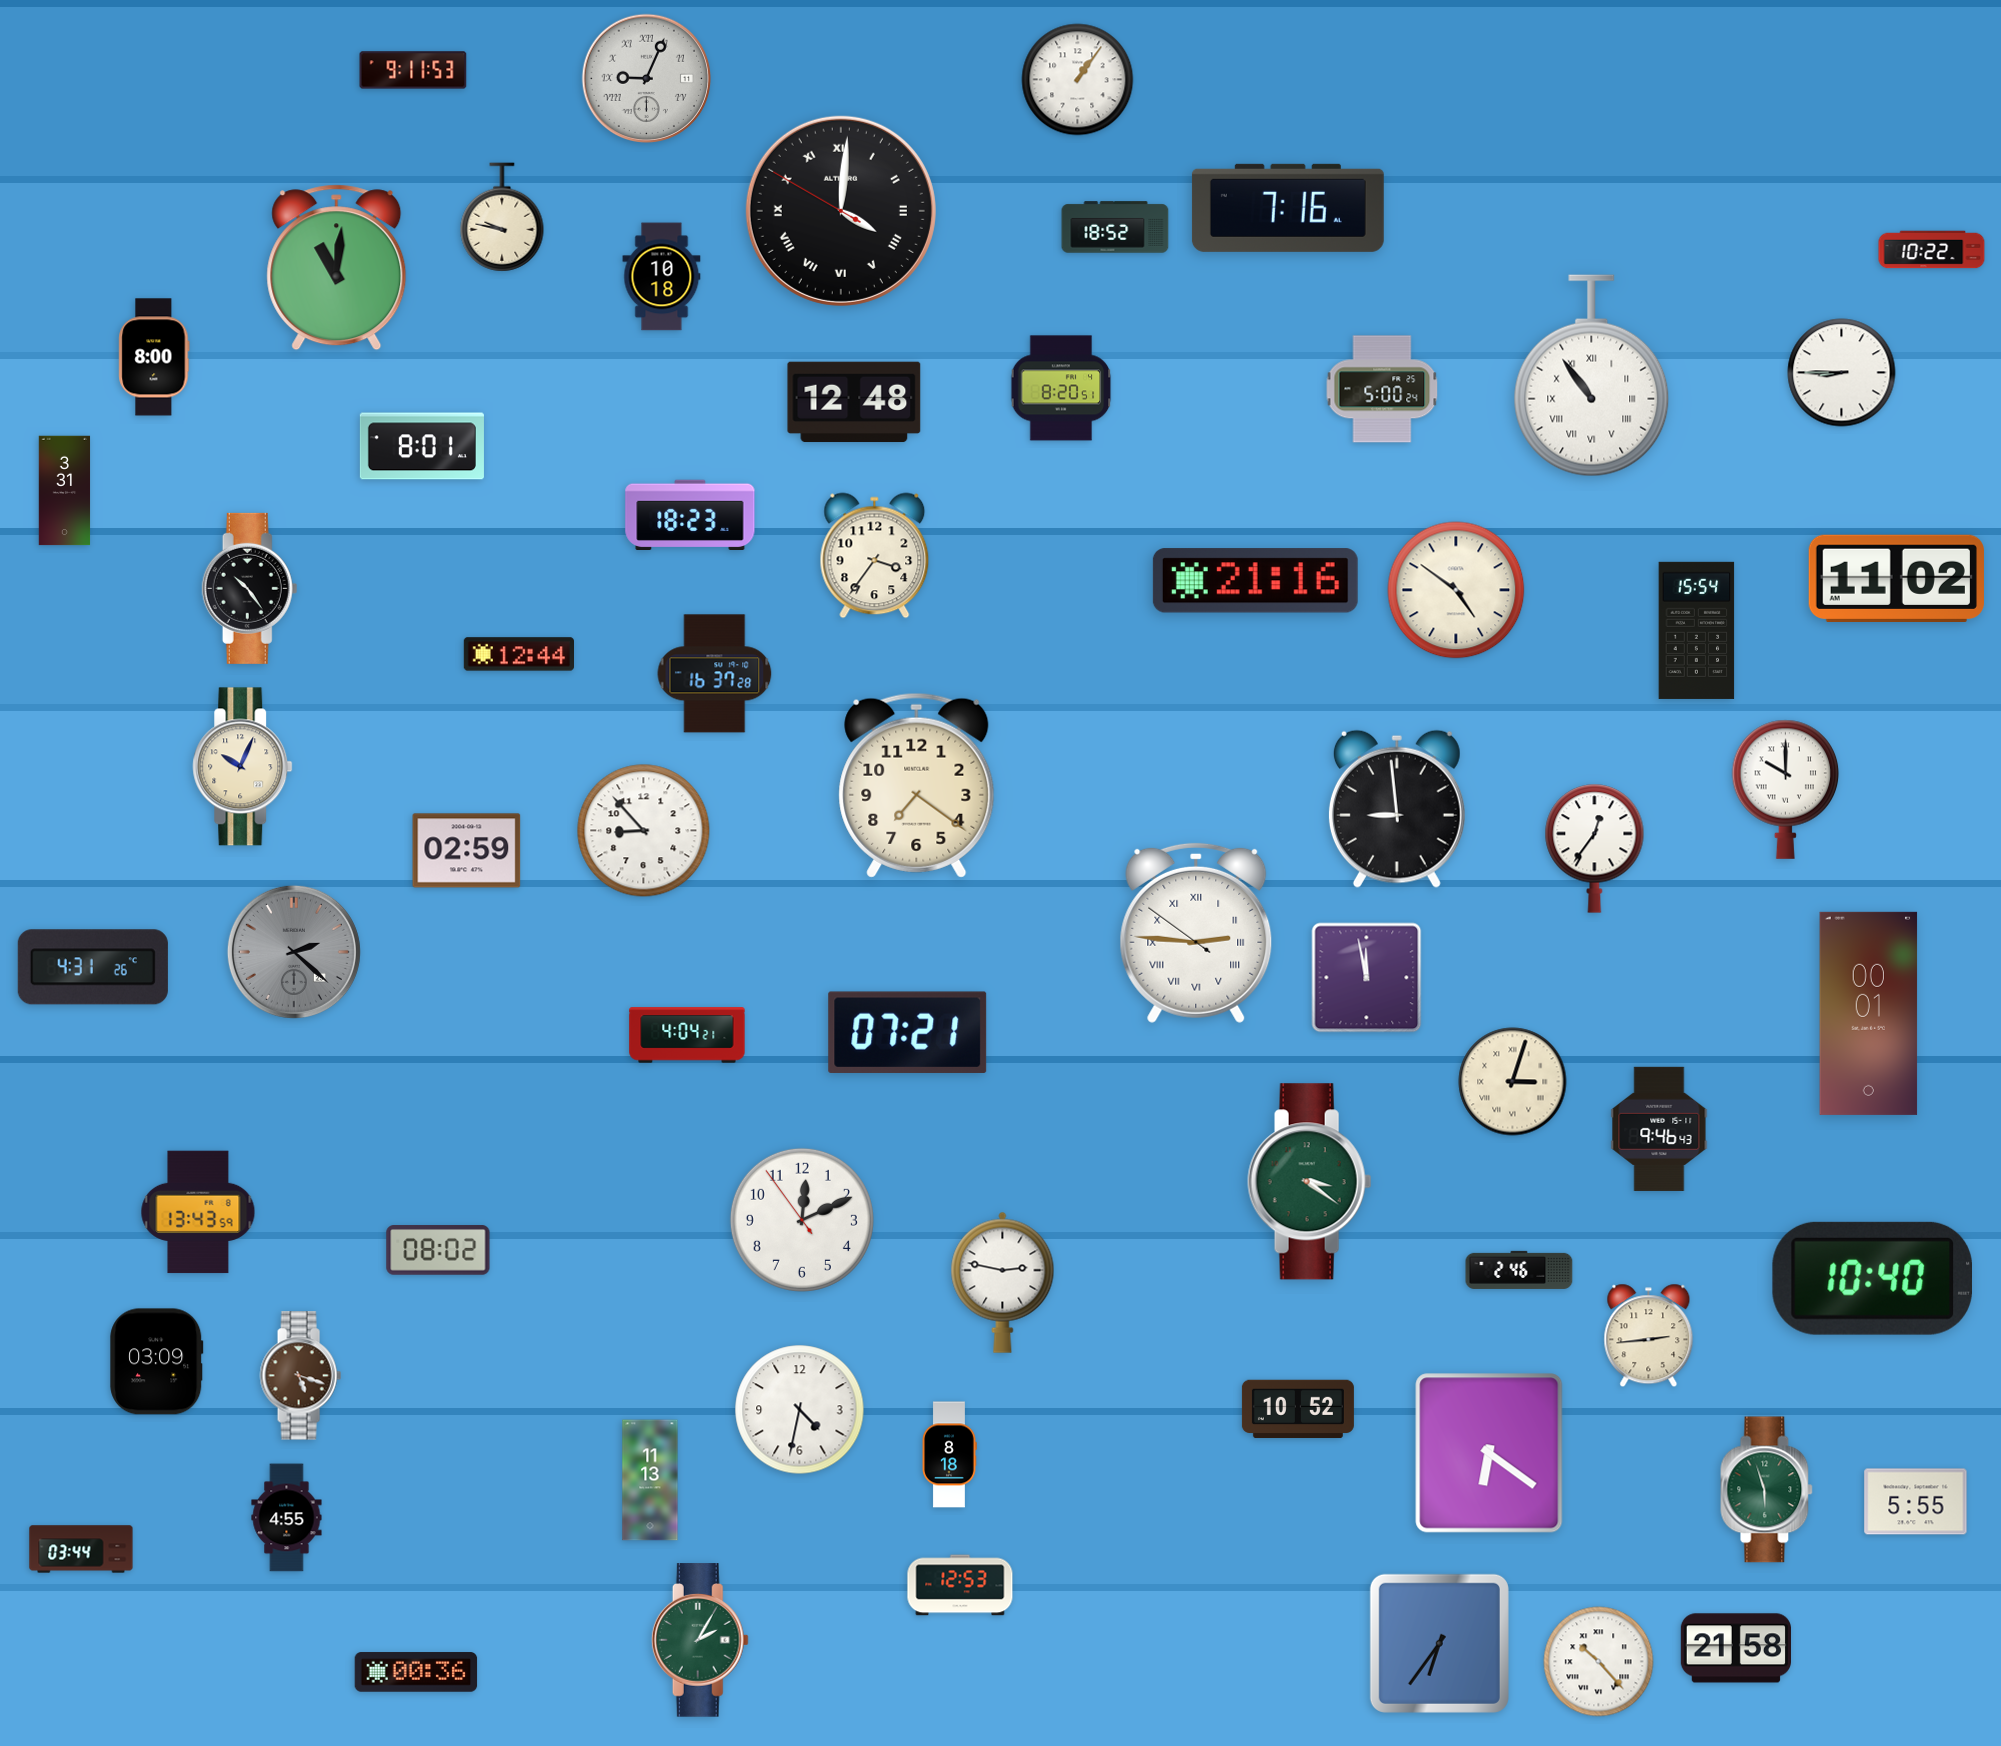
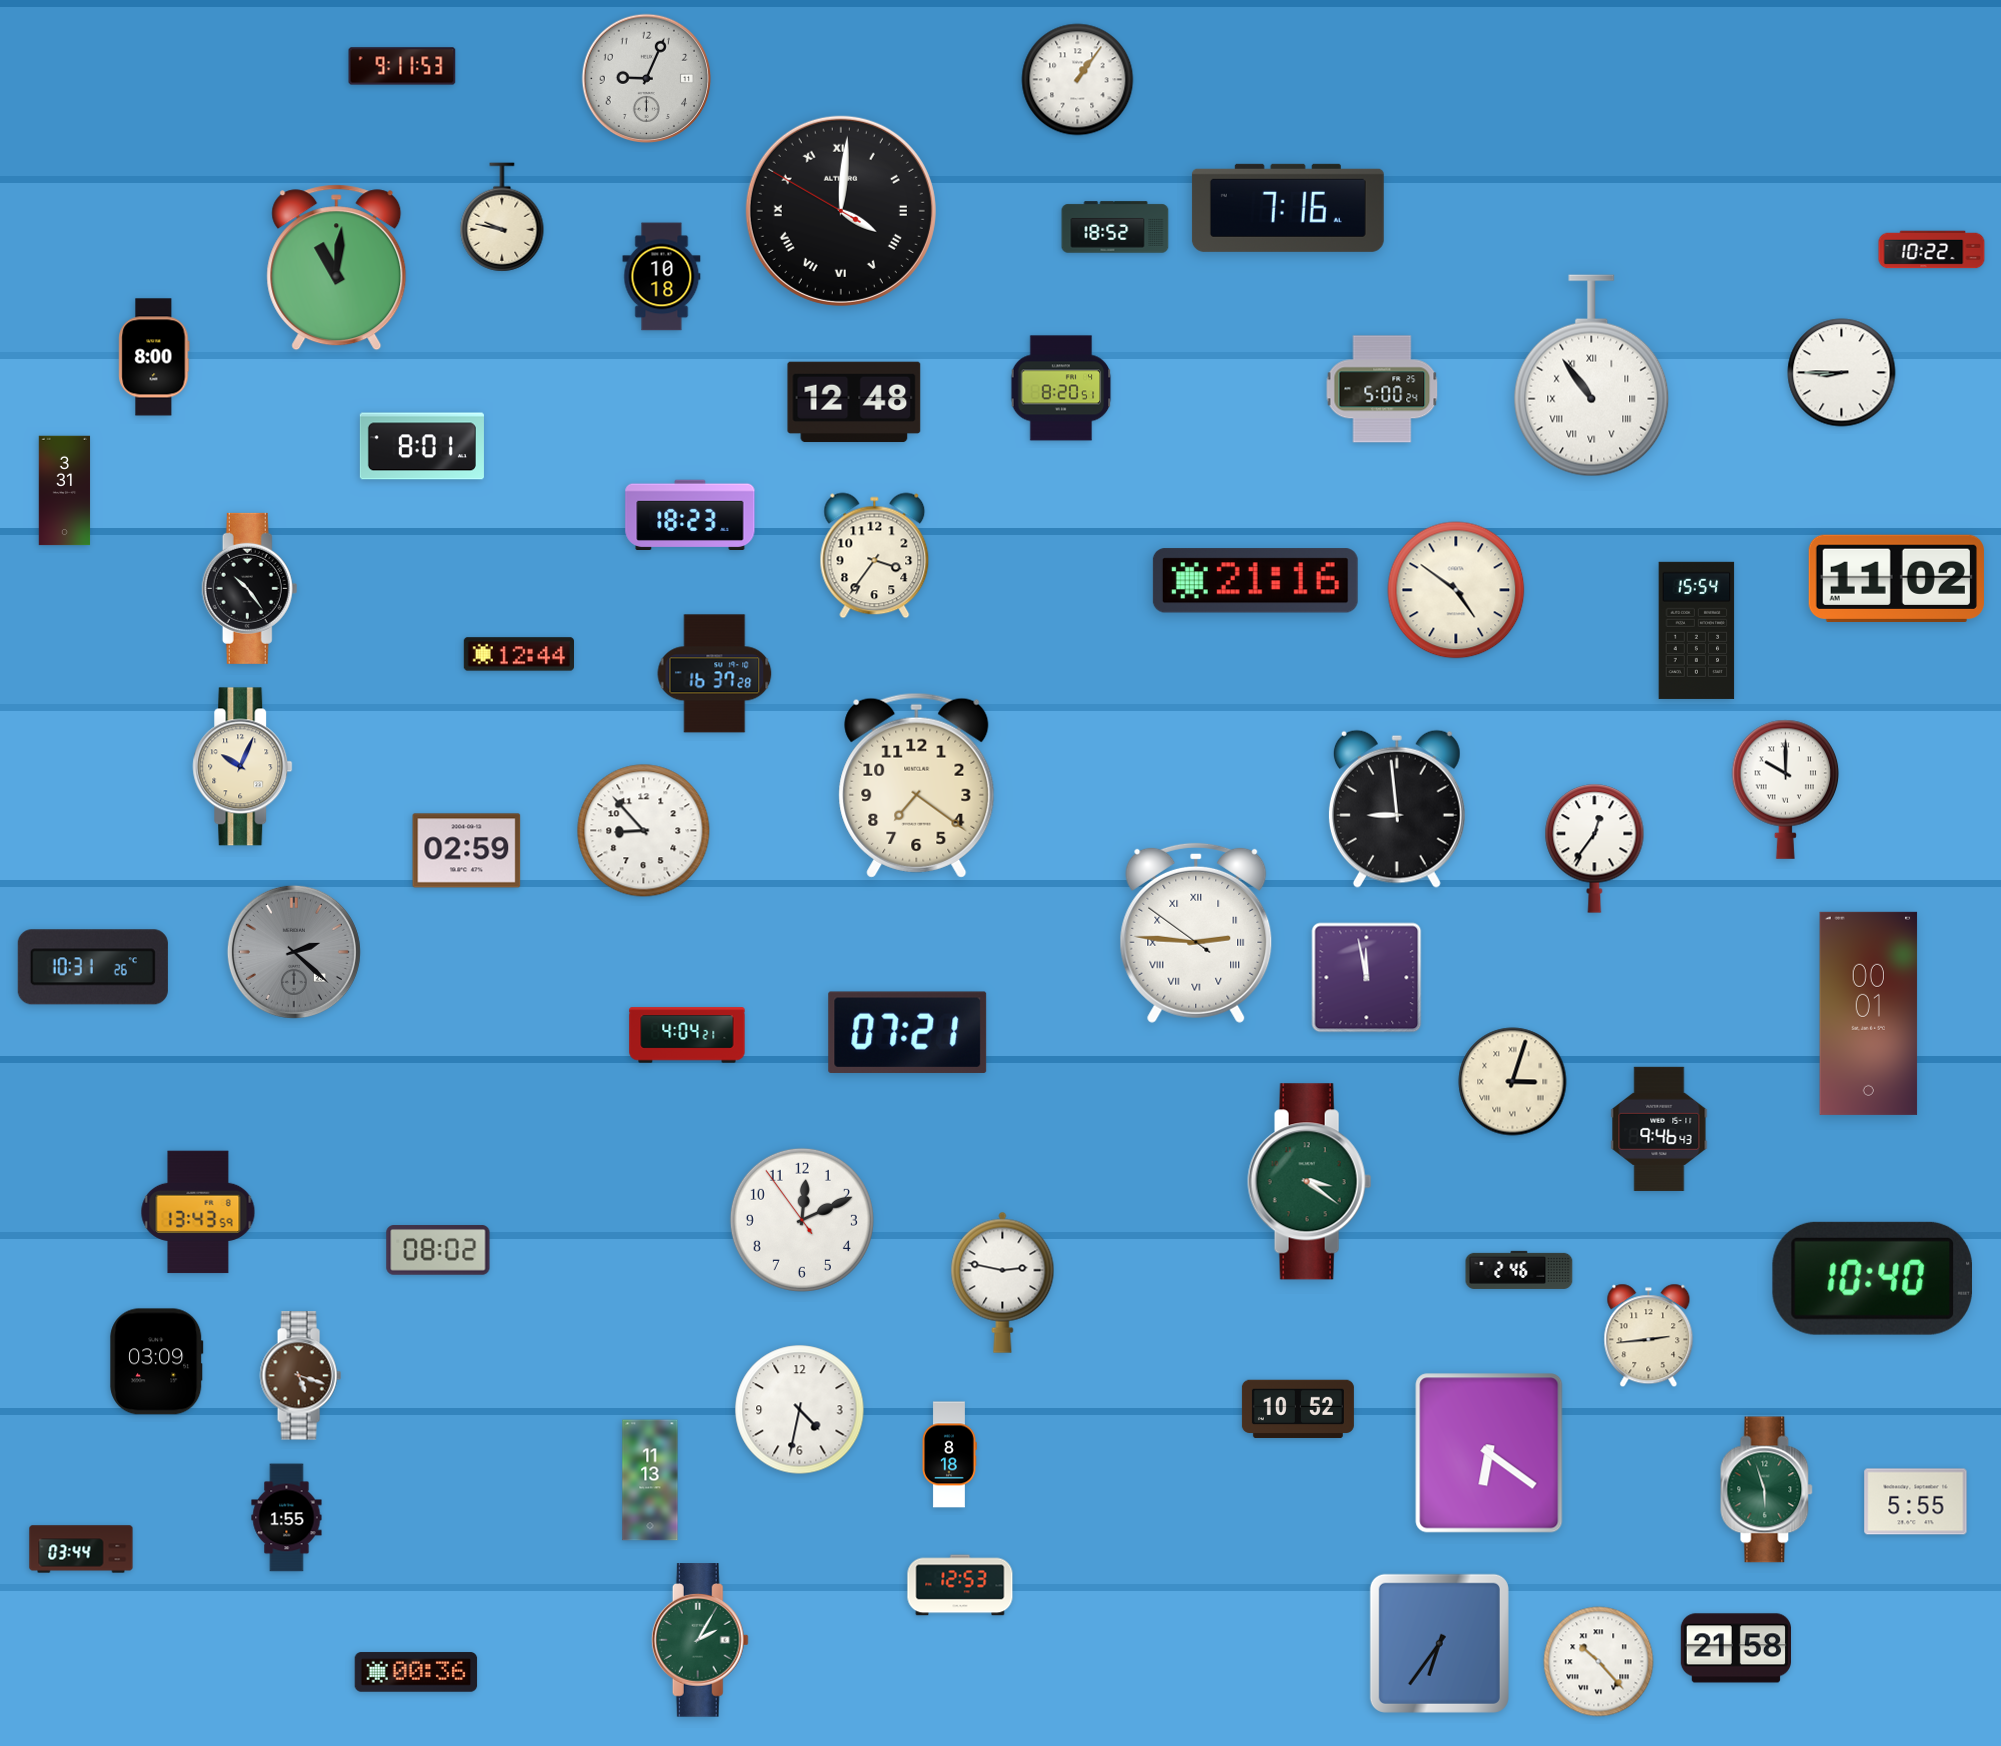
clock at (413, 70) position: (413, 70) -> (402, 66)
clock at (647, 78) numerals: Roman -> Arabic
clock at (93, 967): 4:31 -> 10:31
clock at (287, 1518): 4:55 -> 1:55
